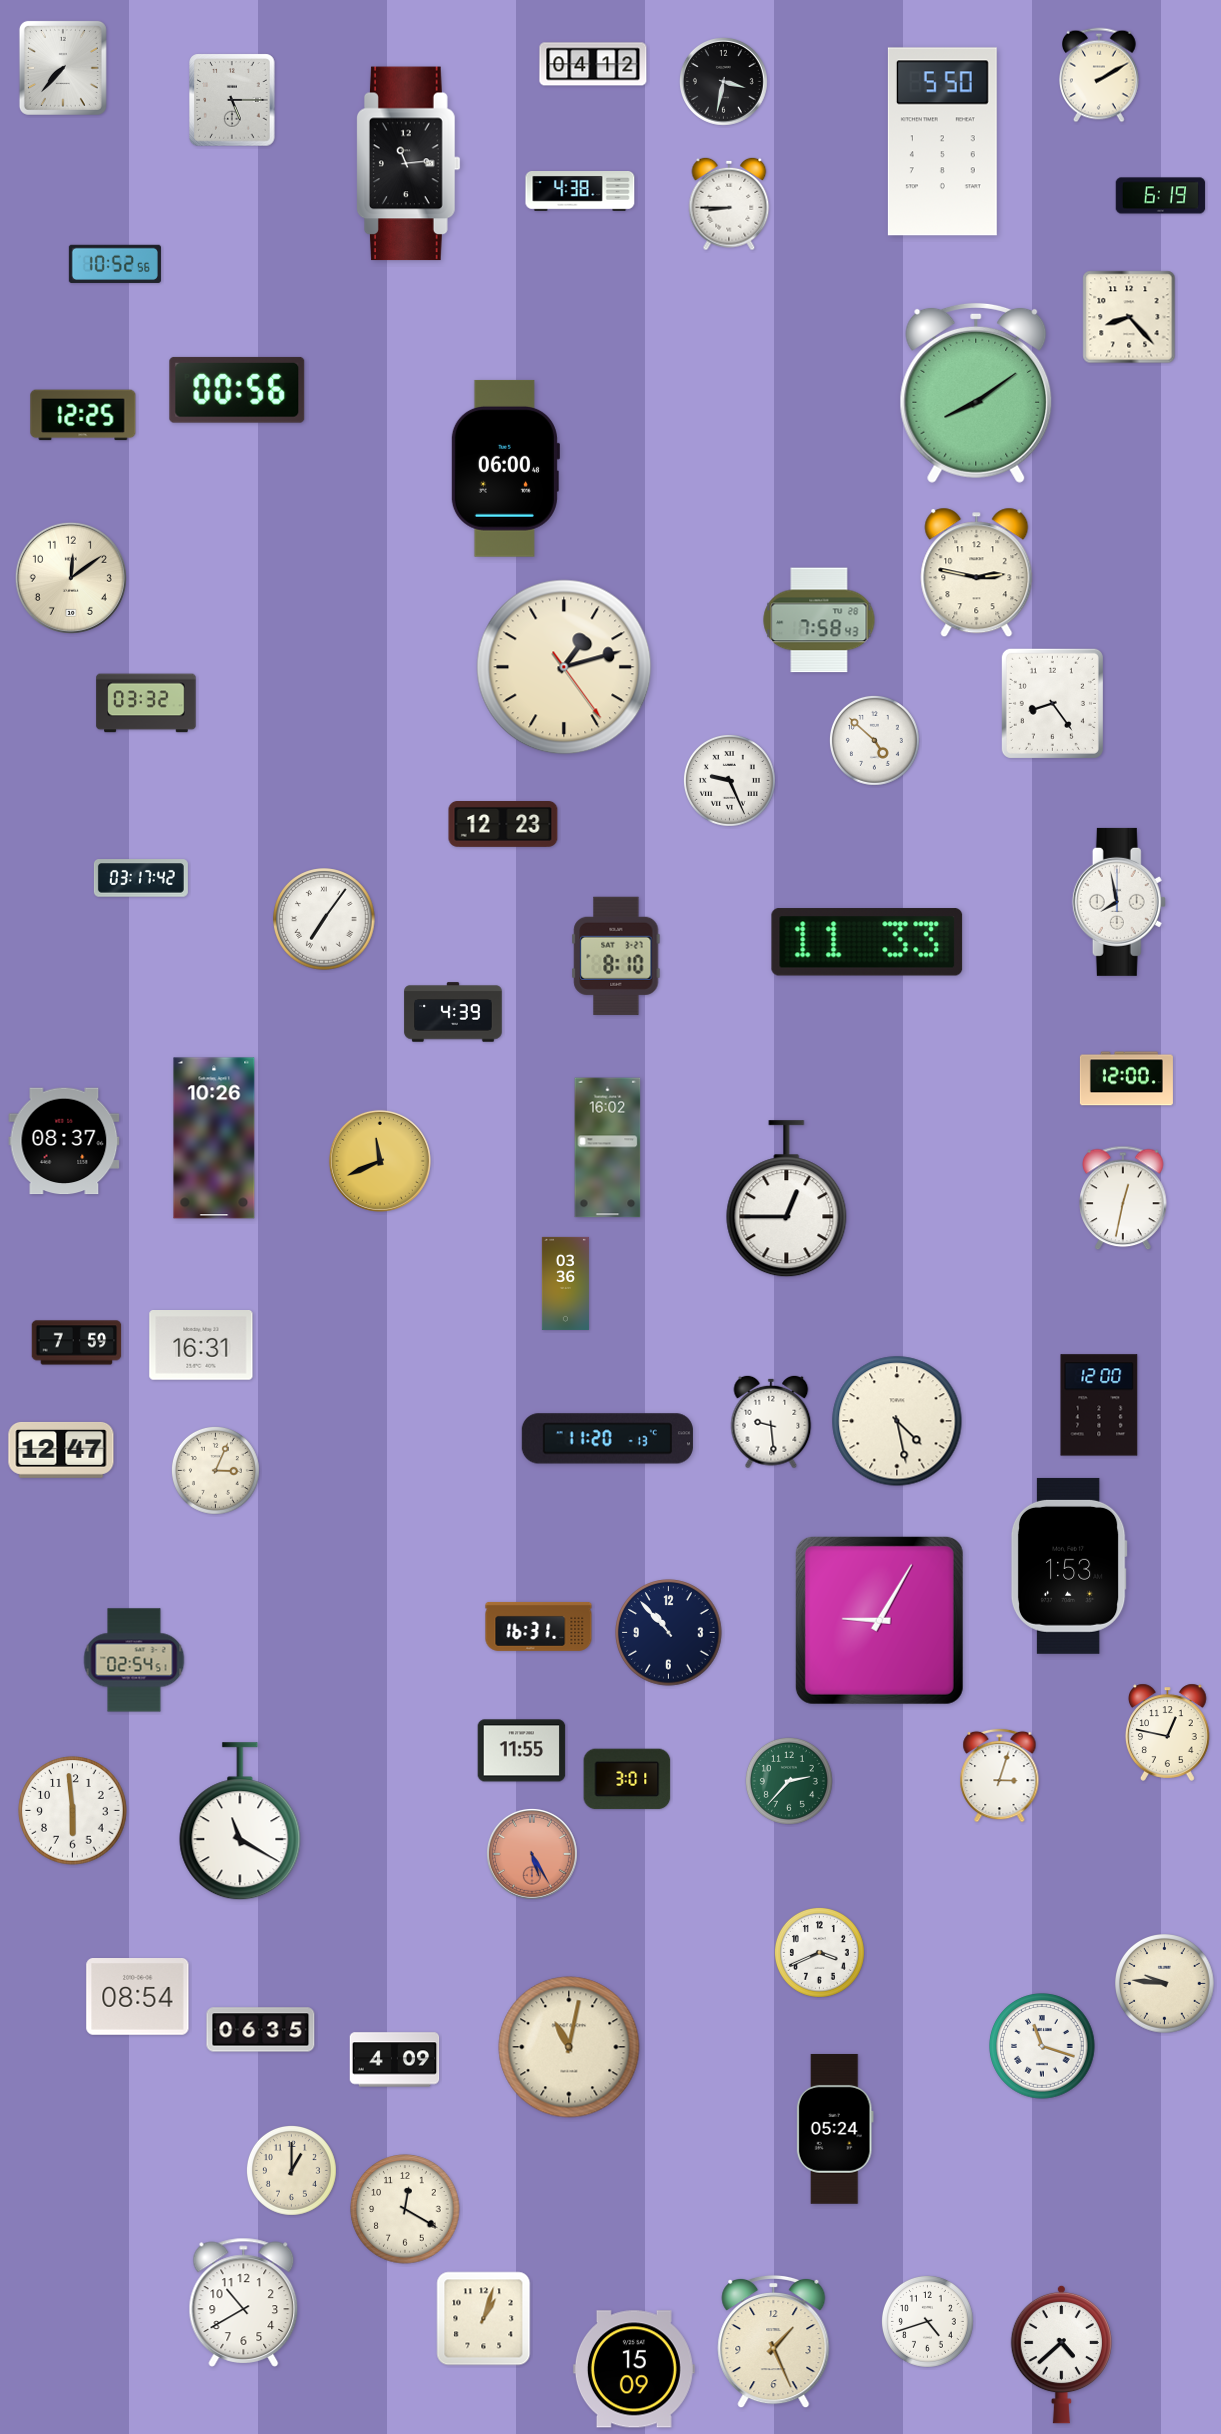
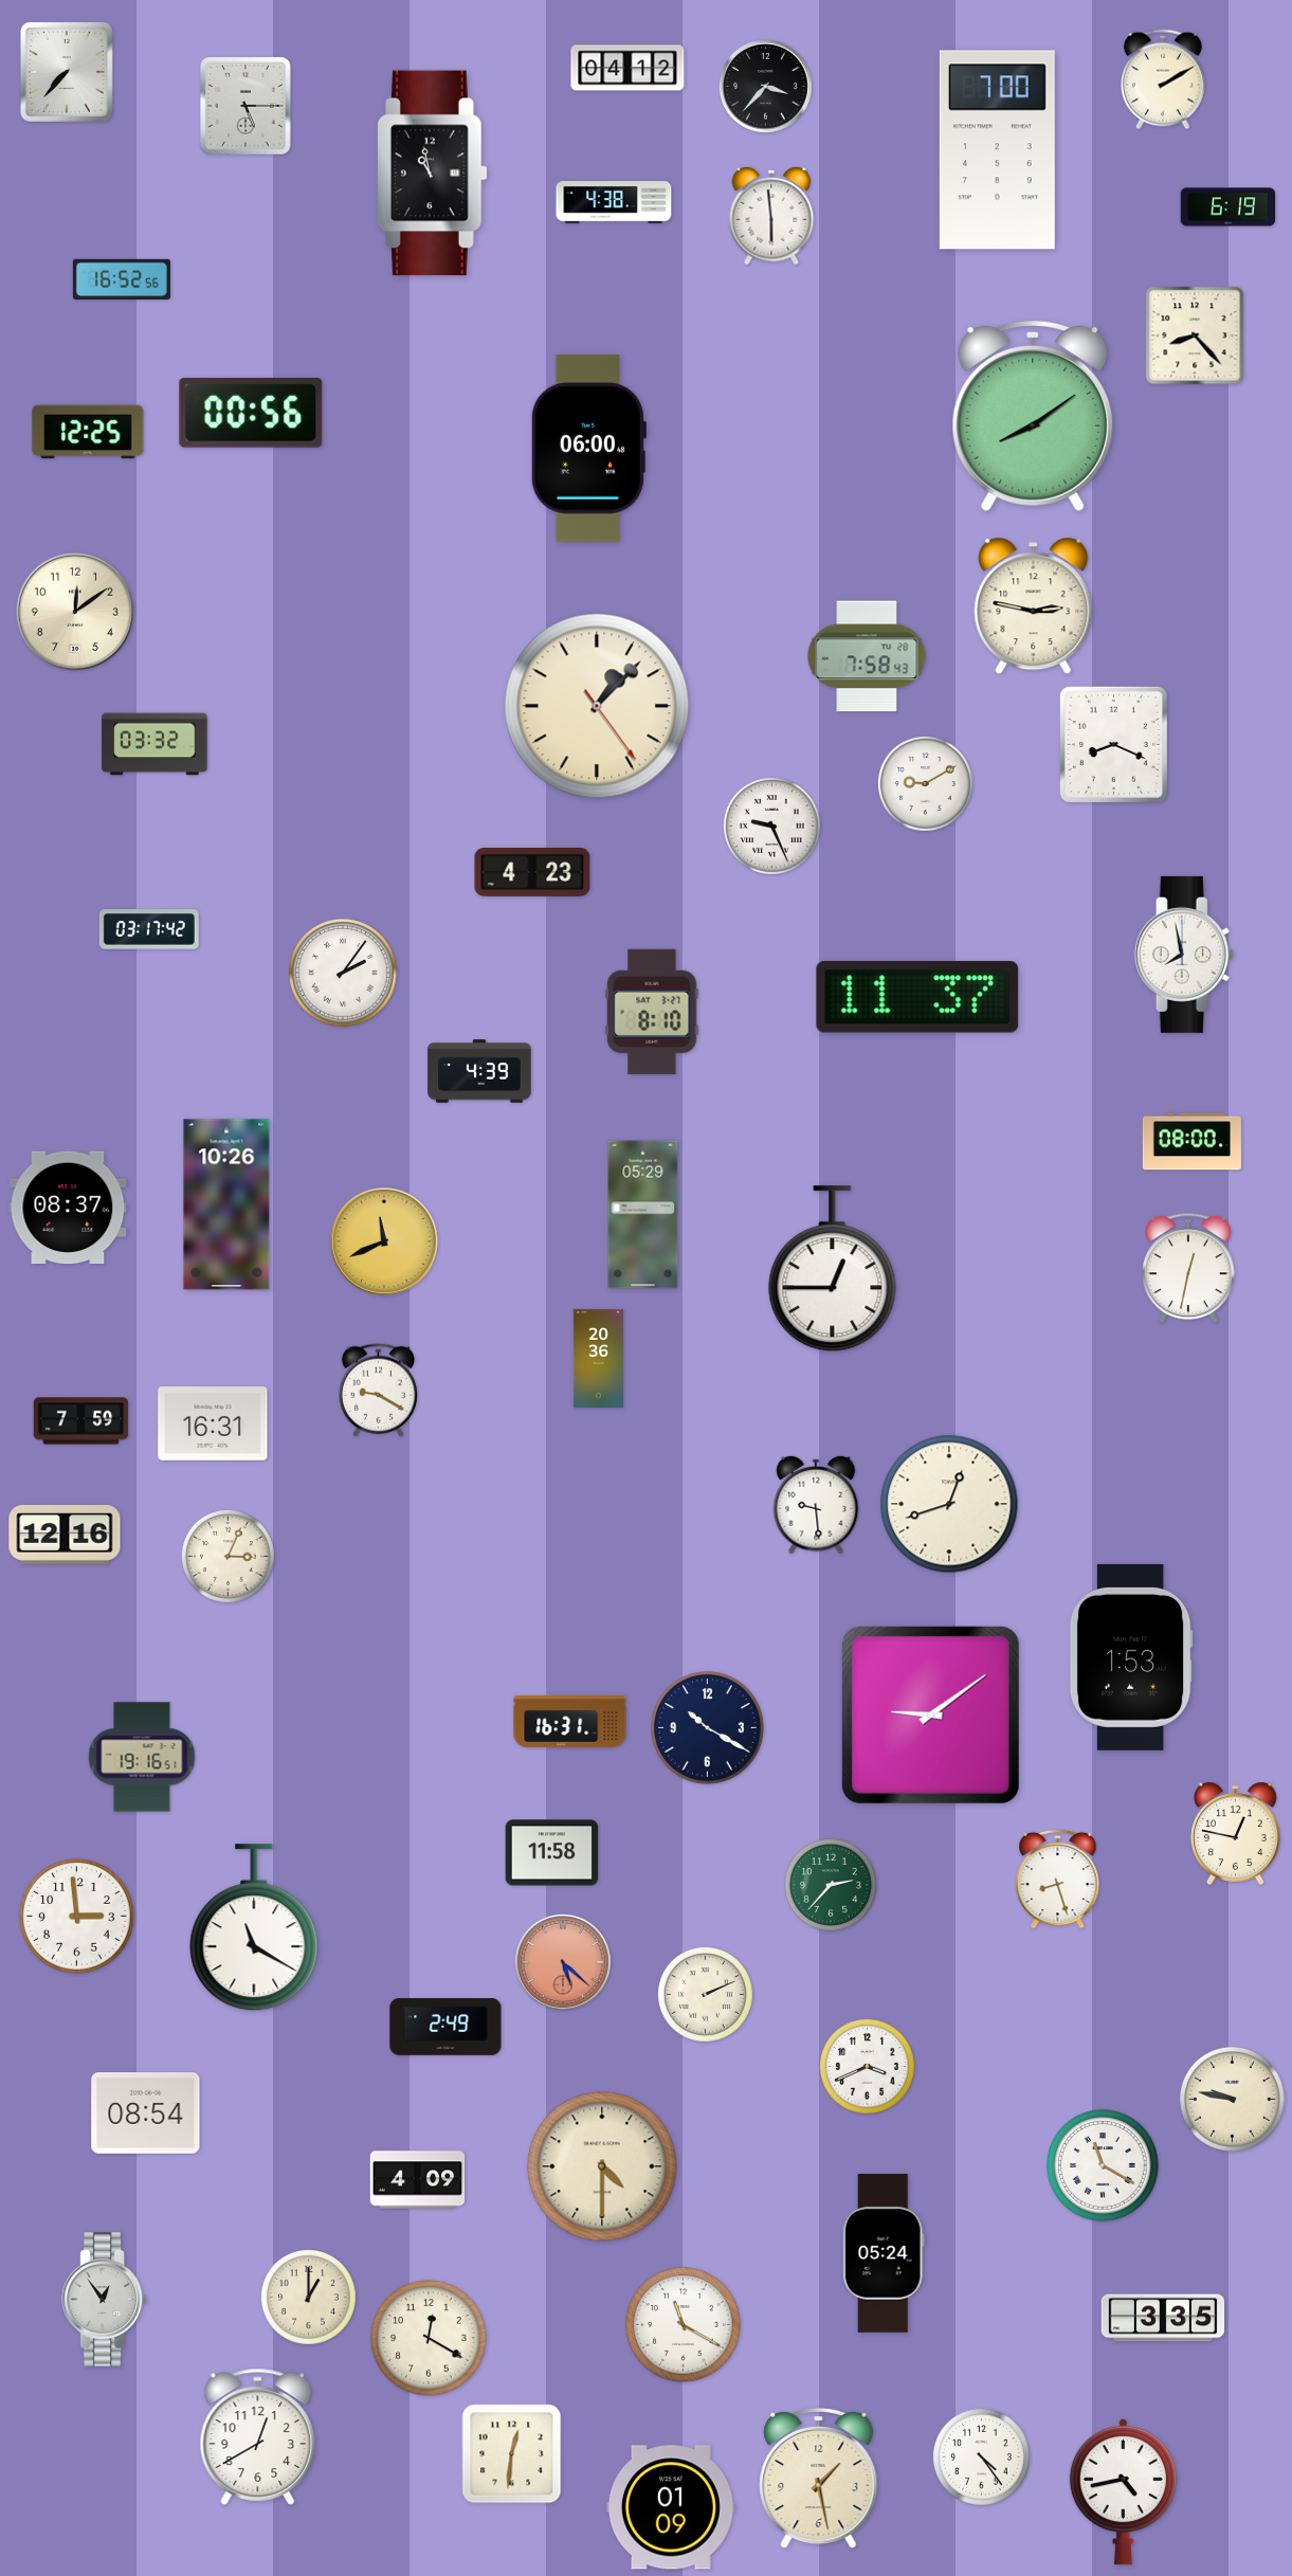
clock at (723, 81): 3:32 -> 3:37
clock at (942, 142): 5:50 -> 7:00
clock at (409, 164): 11:14 -> 10:58
clock at (729, 204): 8:45 -> 5:59
clock at (115, 263): 10:52 -> 16:52
clock at (83, 415) position: (83, 415) -> (88, 432)
clock at (505, 468) position: (505, 468) -> (588, 448)
clock at (564, 667): 1:12 -> 1:07
clock at (1052, 703): 8:24 -> 8:19
clock at (874, 740): 4:52 -> 9:10
clock at (503, 825): 12:23 -> 4:23
clock at (324, 919): 7:06 -> 2:06
clock at (867, 942): 11:33 -> 11:37
clock at (1126, 1079): 12:00 -> 08:00
clock at (608, 1148): 16:02 -> 05:29
clock at (380, 1161) position: (380, 1161) -> (384, 1241)
clock at (565, 1283): 03:36 -> 20:36
clock at (379, 1391): none -> 9:20
clock at (1099, 1405): 12:00 -> none
clock at (897, 1421): 4:28 -> 12:42
clock at (607, 1439): 11:20 -> none
clock at (61, 1450): 12:47 -> 12:16
clock at (879, 1620): 9:05 -> 9:09
clock at (669, 1633): 10:53 -> 10:20
clock at (134, 1660): 02:54 -> 19:16
clock at (522, 1751): 11:55 -> 11:58
clock at (1000, 1775): 3:03 -> 8:27
clock at (627, 1779): 3:01 -> none
clock at (789, 1781) position: (789, 1781) -> (831, 1885)
clock at (73, 1811): 5:59 -> 2:59
clock at (532, 1854): 5:25 -> 5:22
clock at (705, 1994): none -> 2:11
clock at (445, 2027): none -> 2:49
clock at (1165, 1984): 9:46 -> 9:47
clock at (261, 2030): 06:35 -> none
clock at (1042, 2046): 11:18 -> 11:20
clock at (569, 2047): 11:02 -> 4:30
clock at (105, 2300): none -> 12:54
clock at (1163, 2318): none -> 3:35
clock at (684, 2325): none -> 11:20
clock at (244, 2302): 10:40 -> 12:40
clock at (484, 2319): 1:03 -> 12:31
clock at (927, 2321): 4:42 -> 4:24
clock at (774, 2342): 1:26 -> 1:28
clock at (1061, 2354): 4:38 -> 4:43
clock at (634, 2369): 15:09 -> 01:09
